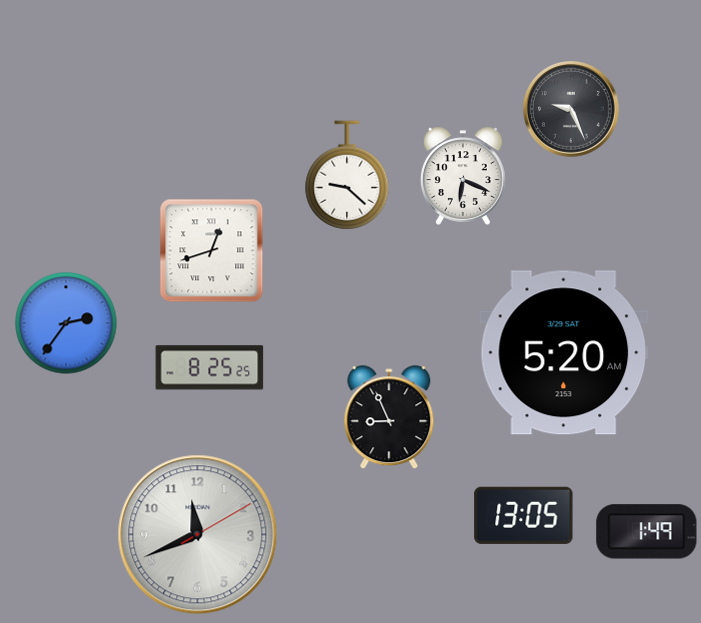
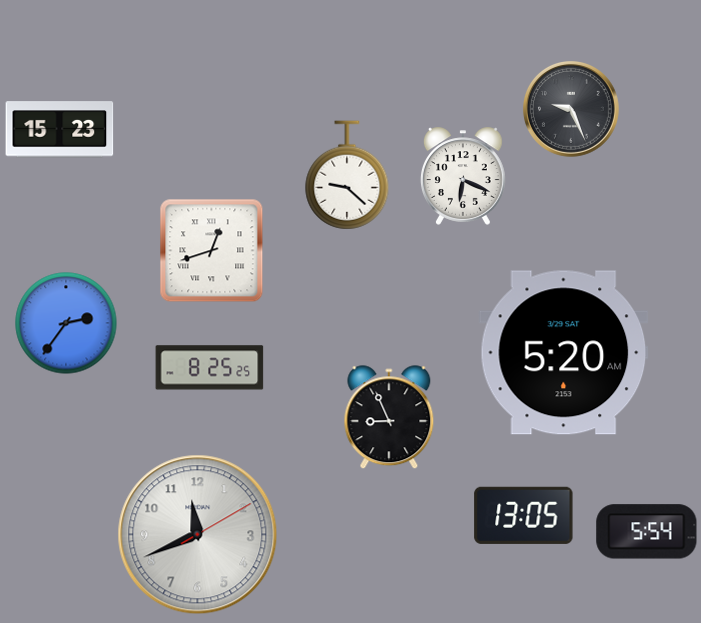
clock at (60, 130): none -> 15:23
clock at (647, 532): 1:49 -> 5:54
